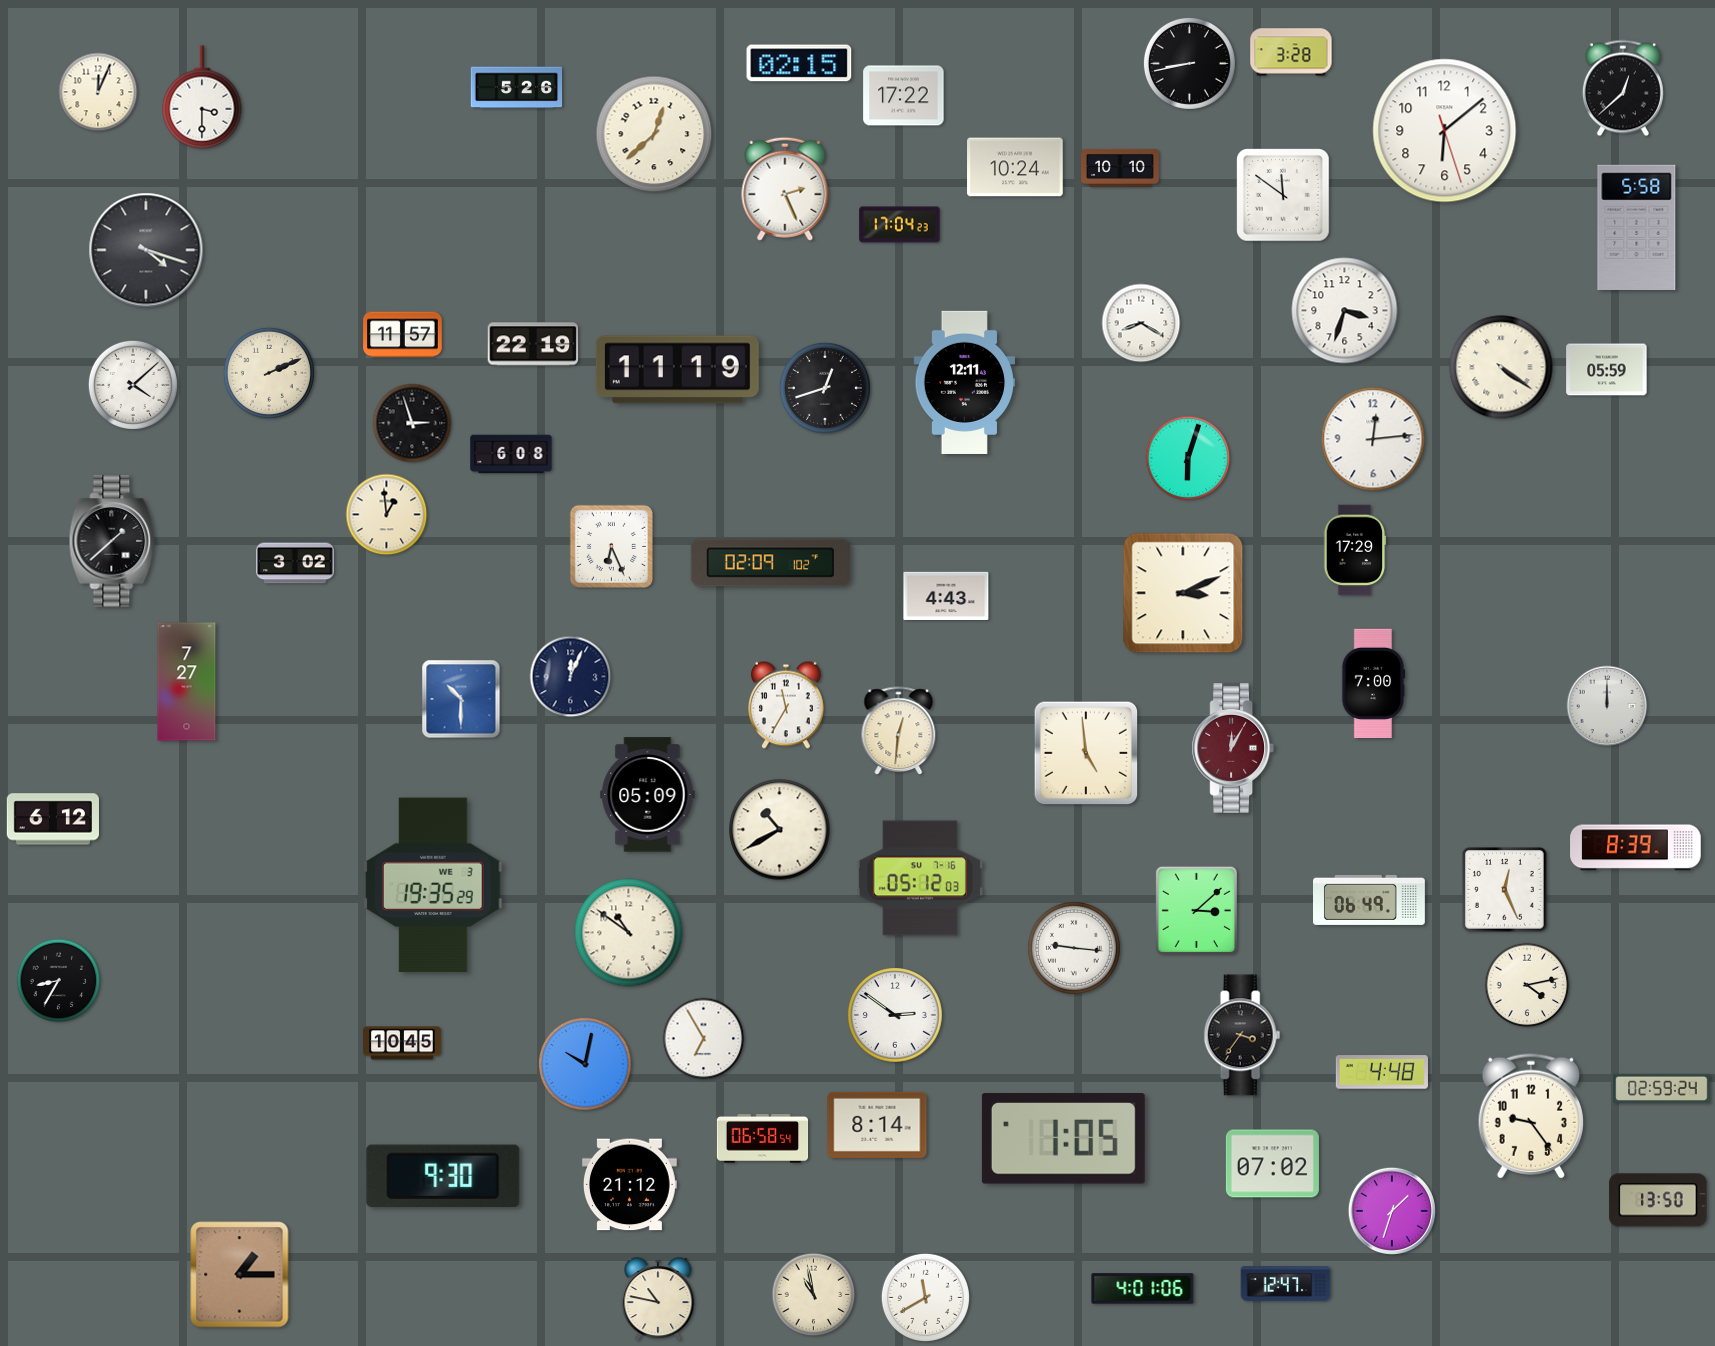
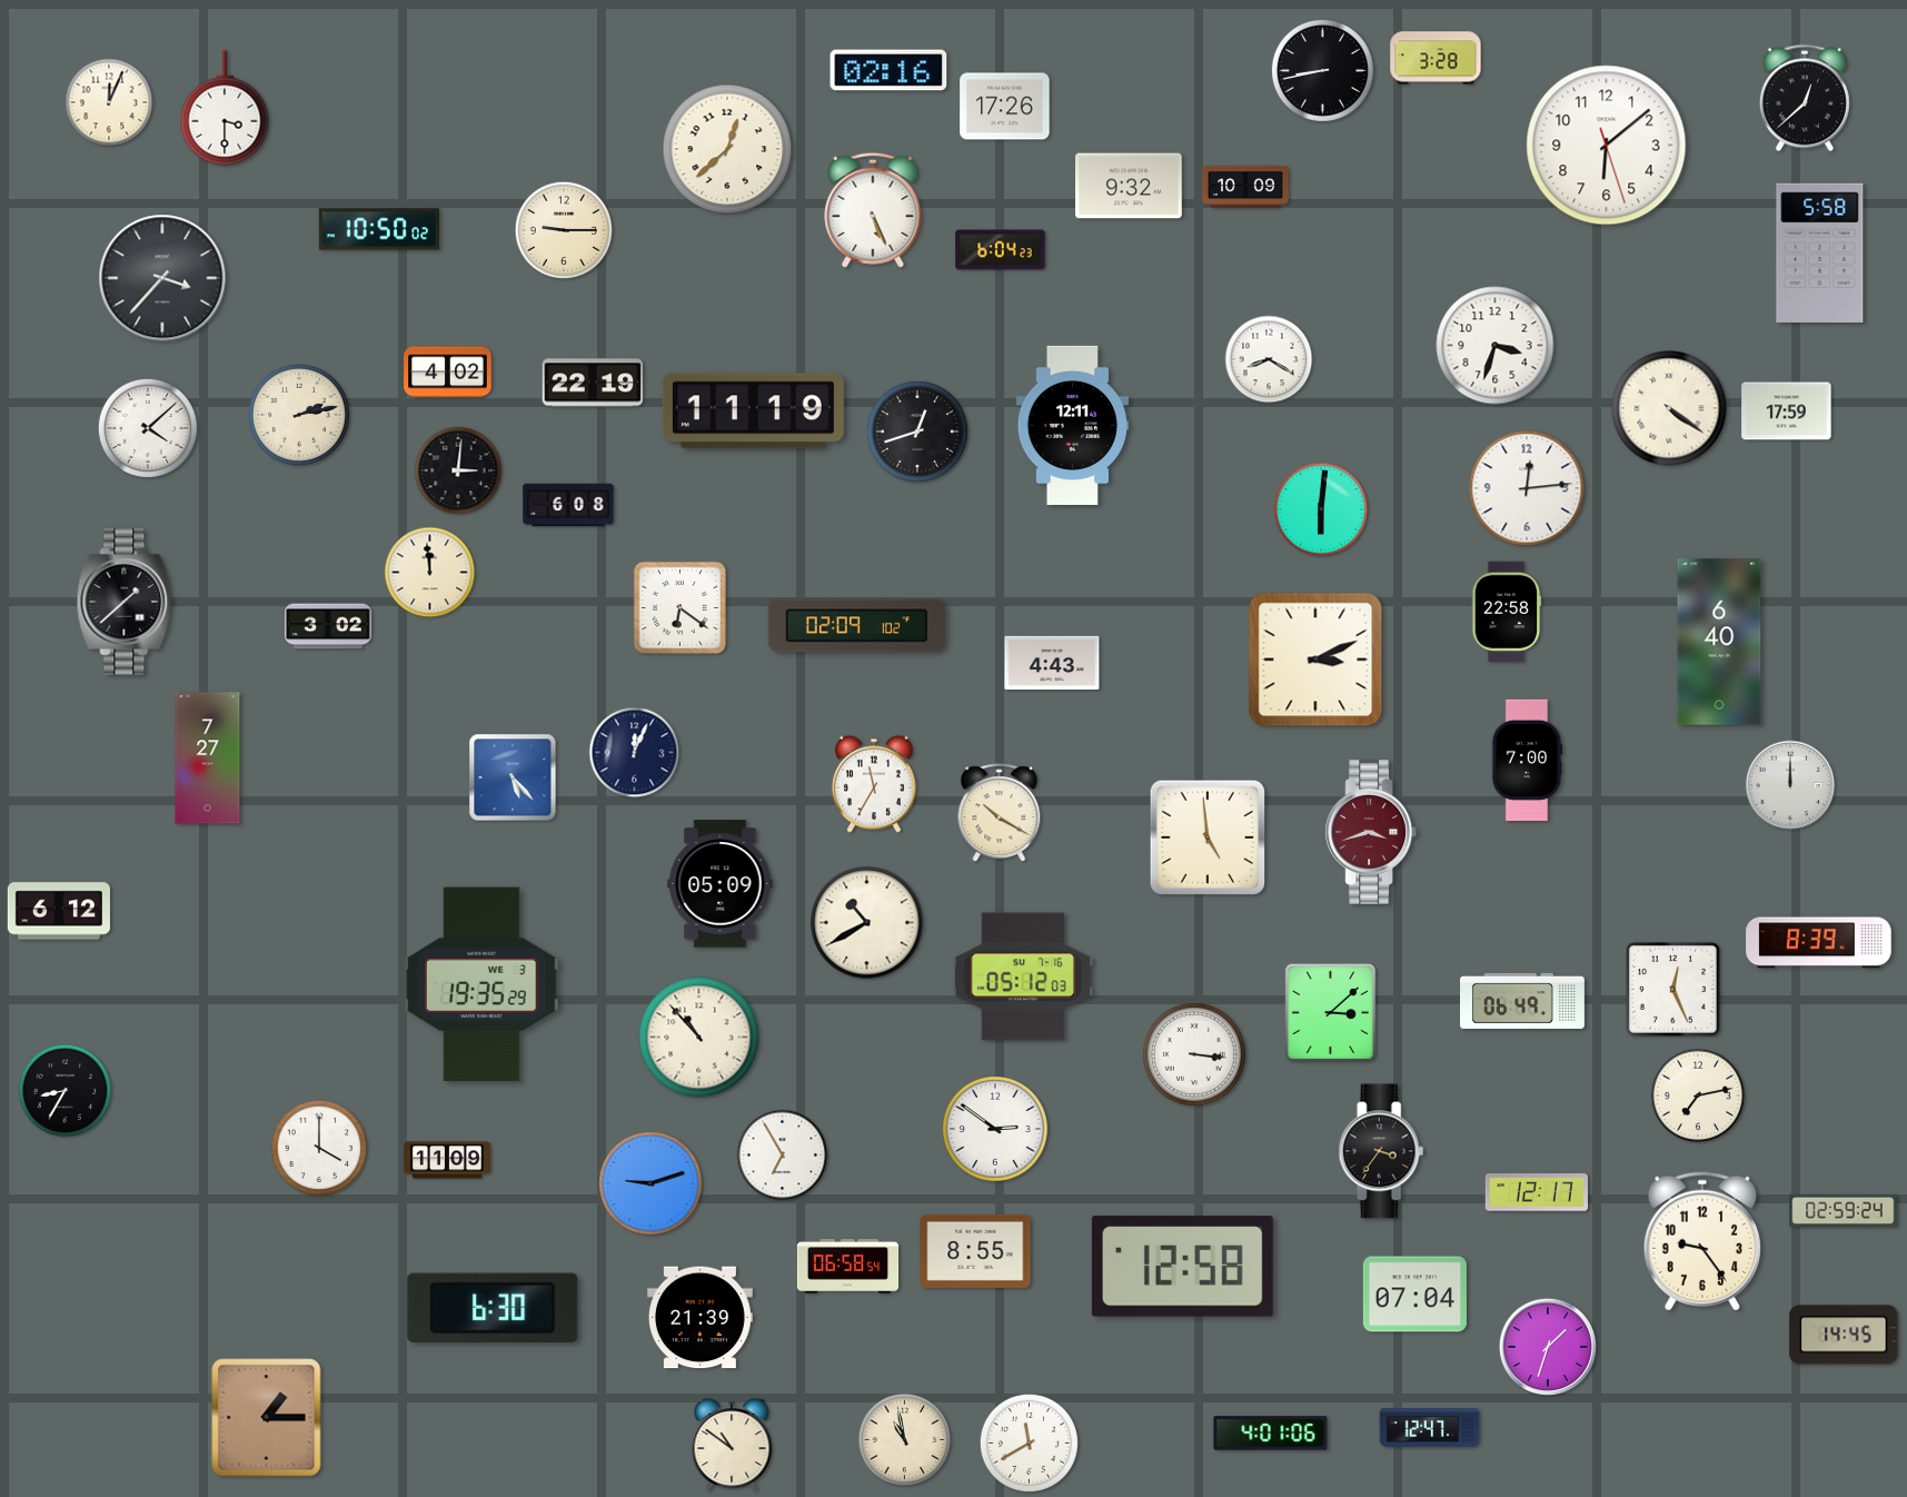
clock at (799, 63): 02:15 -> 02:16
clock at (517, 88): 5:26 -> none
clock at (904, 96): 17:22 -> 17:26
clock at (1015, 167): 10:24 -> 9:32
clock at (1121, 168): 10:10 -> 10:09
clock at (785, 189): 2:26 -> 5:26
clock at (1283, 195): 11:51 -> none
clock at (379, 229): none -> 10:50
clock at (563, 229): none -> 9:15
clock at (900, 225): 17:04 -> 6:04
clock at (146, 250): 4:18 -> 3:37
clock at (403, 335): 11:57 -> 4:02
clock at (1607, 370): 05:59 -> 17:59
clock at (269, 373): 2:11 -> 2:13
clock at (412, 423): 2:57 -> 3:01
clock at (1188, 458): 6:03 -> 6:01
clock at (387, 515): 12:59 -> 11:59
clock at (611, 546): 6:26 -> 6:21
clock at (1355, 550): 17:29 -> 22:58
clock at (1719, 642): none -> 6:40
clock at (461, 699): 10:30 -> 5:23
clock at (1607, 706) position: (1607, 706) -> (1790, 785)
clock at (899, 731): 12:31 -> 10:20
clock at (1232, 749): 12:05 -> 3:42
clock at (629, 933): 10:51 -> 10:53
clock at (1074, 948): 9:16 -> 3:16
clock at (1527, 985): 4:13 -> 7:13
clock at (319, 1148): none -> 4:00
clock at (403, 1043): 10:45 -> 11:09
clock at (585, 1064): 10:02 -> 9:12
clock at (1382, 1072): 4:48 -> 12:17
clock at (1662, 1088) position: (1662, 1088) -> (1844, 1210)
clock at (877, 1125): 8:14 -> 8:55
clock at (1063, 1139): 1:05 -> 12:58
clock at (1272, 1164): 07:02 -> 07:04
clock at (443, 1175): 9:30 -> 6:30
clock at (629, 1185): 21:12 -> 21:39
clock at (1658, 1200): 13:50 -> 14:45
clock at (658, 1300): 10:47 -> 10:51
